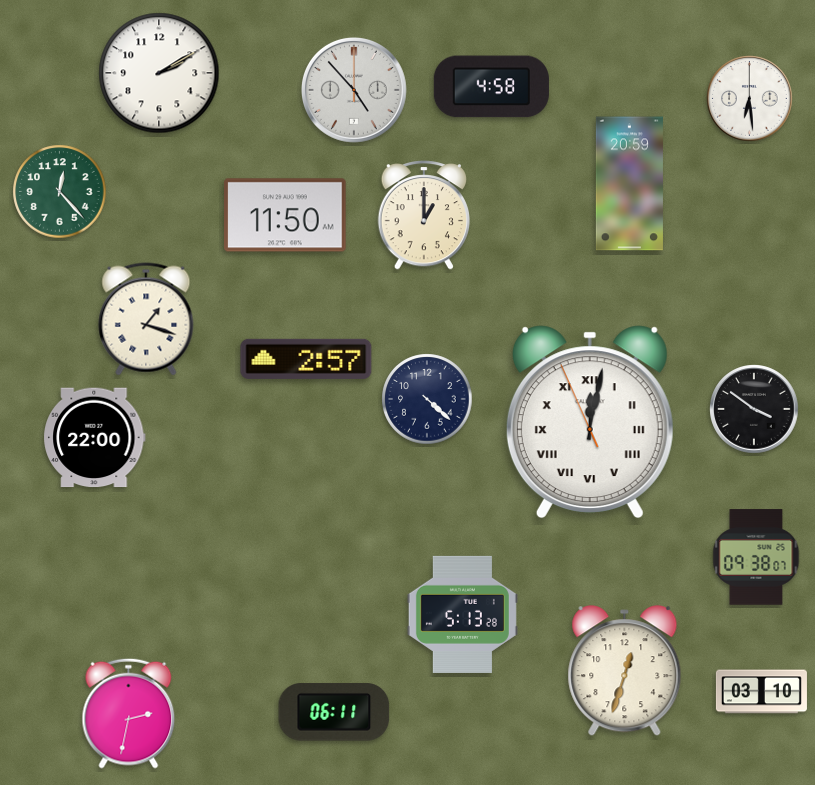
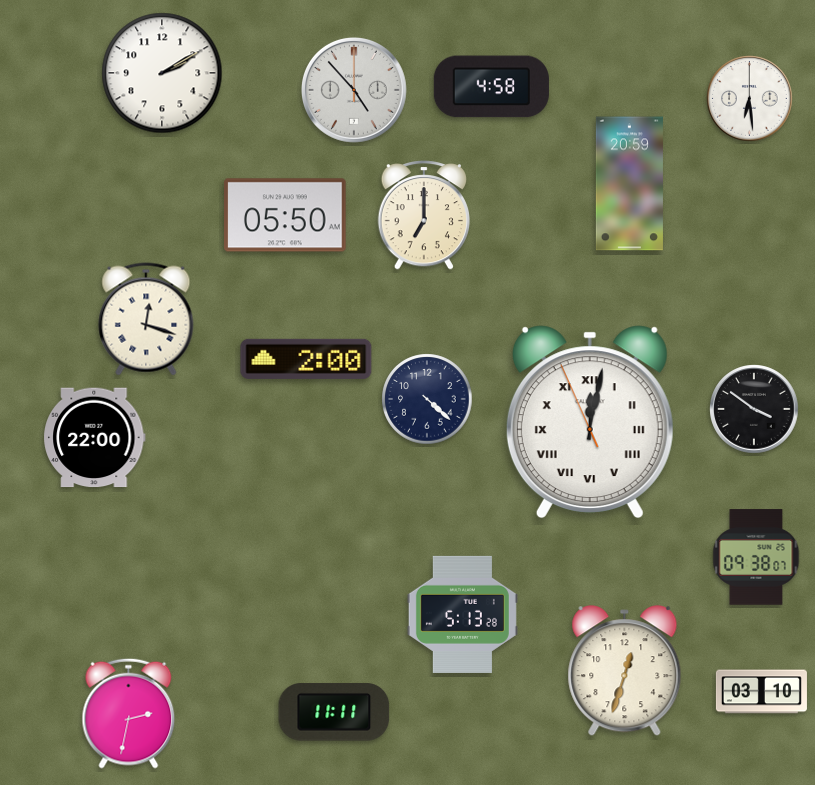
clock at (159, 73) position: (159, 73) -> (162, 73)
clock at (60, 192): 12:23 -> none
clock at (285, 215): 11:50 -> 05:50
clock at (423, 216): 1:00 -> 7:00
clock at (146, 319): 1:18 -> 12:18
clock at (306, 359): 2:57 -> 2:00
clock at (334, 712): 06:11 -> 11:11
